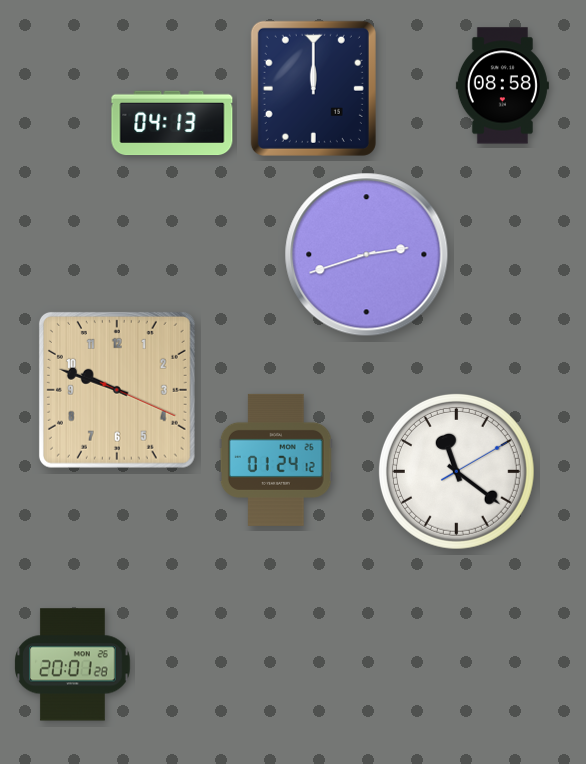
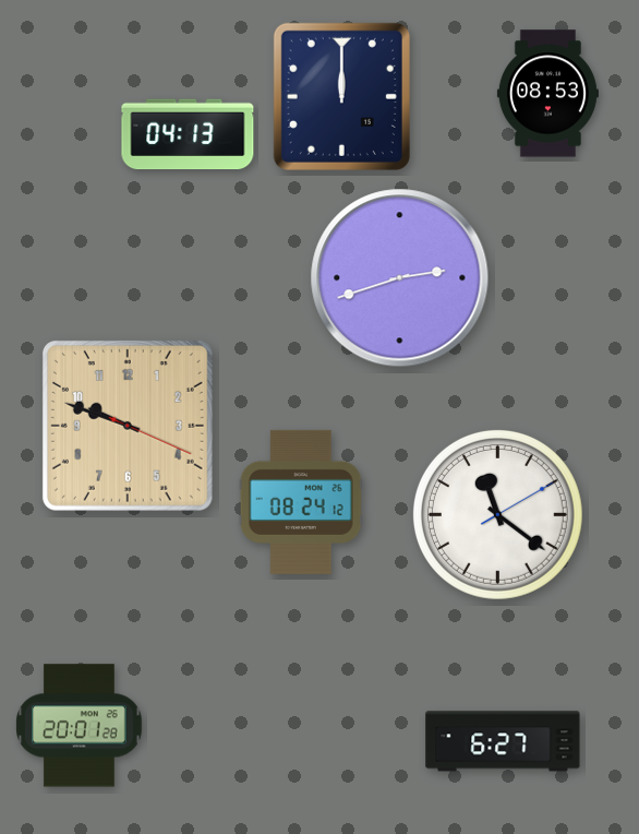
clock at (502, 86): 08:58 -> 08:53
clock at (276, 460): 01:24 -> 08:24
clock at (503, 741): none -> 6:27
